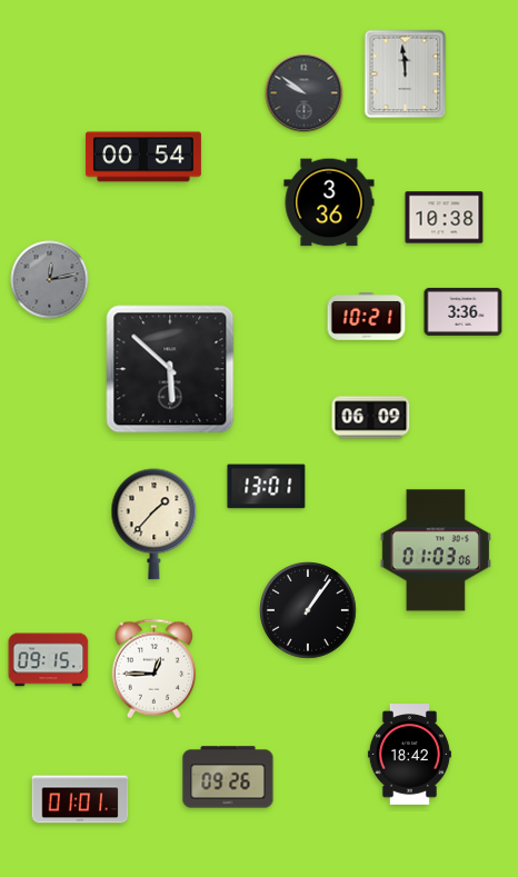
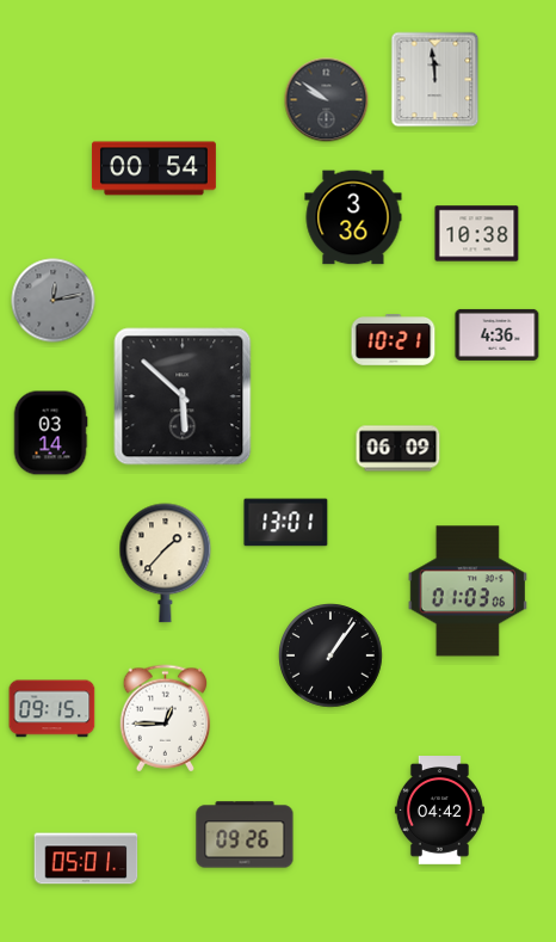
clock at (464, 311): 3:36 -> 4:36
clock at (50, 433): none -> 03:14
clock at (409, 755): 18:42 -> 04:42
clock at (80, 799): 01:01 -> 05:01
